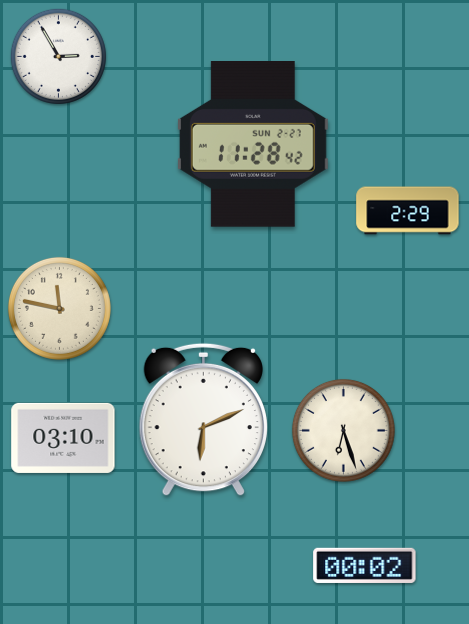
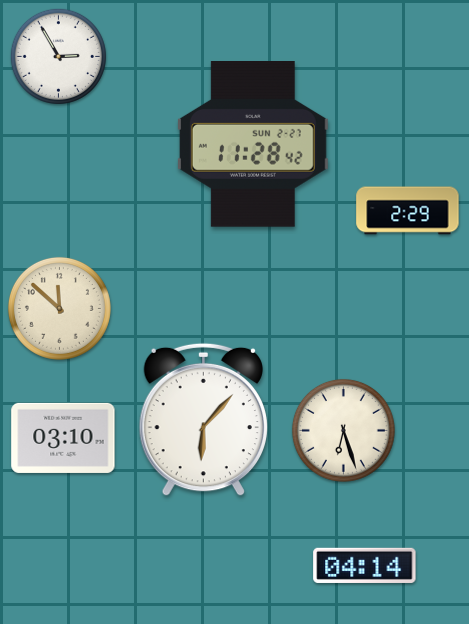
clock at (59, 308): 11:47 -> 11:52
clock at (203, 420): 6:11 -> 6:07
clock at (365, 565): 00:02 -> 04:14
